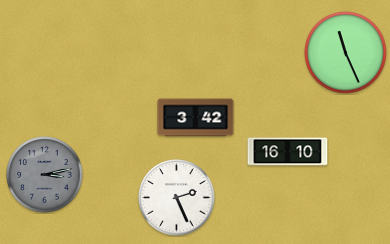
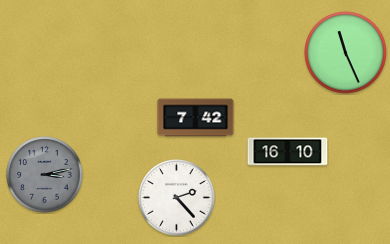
clock at (196, 118): 3:42 -> 7:42
clock at (177, 198): 2:26 -> 2:23
